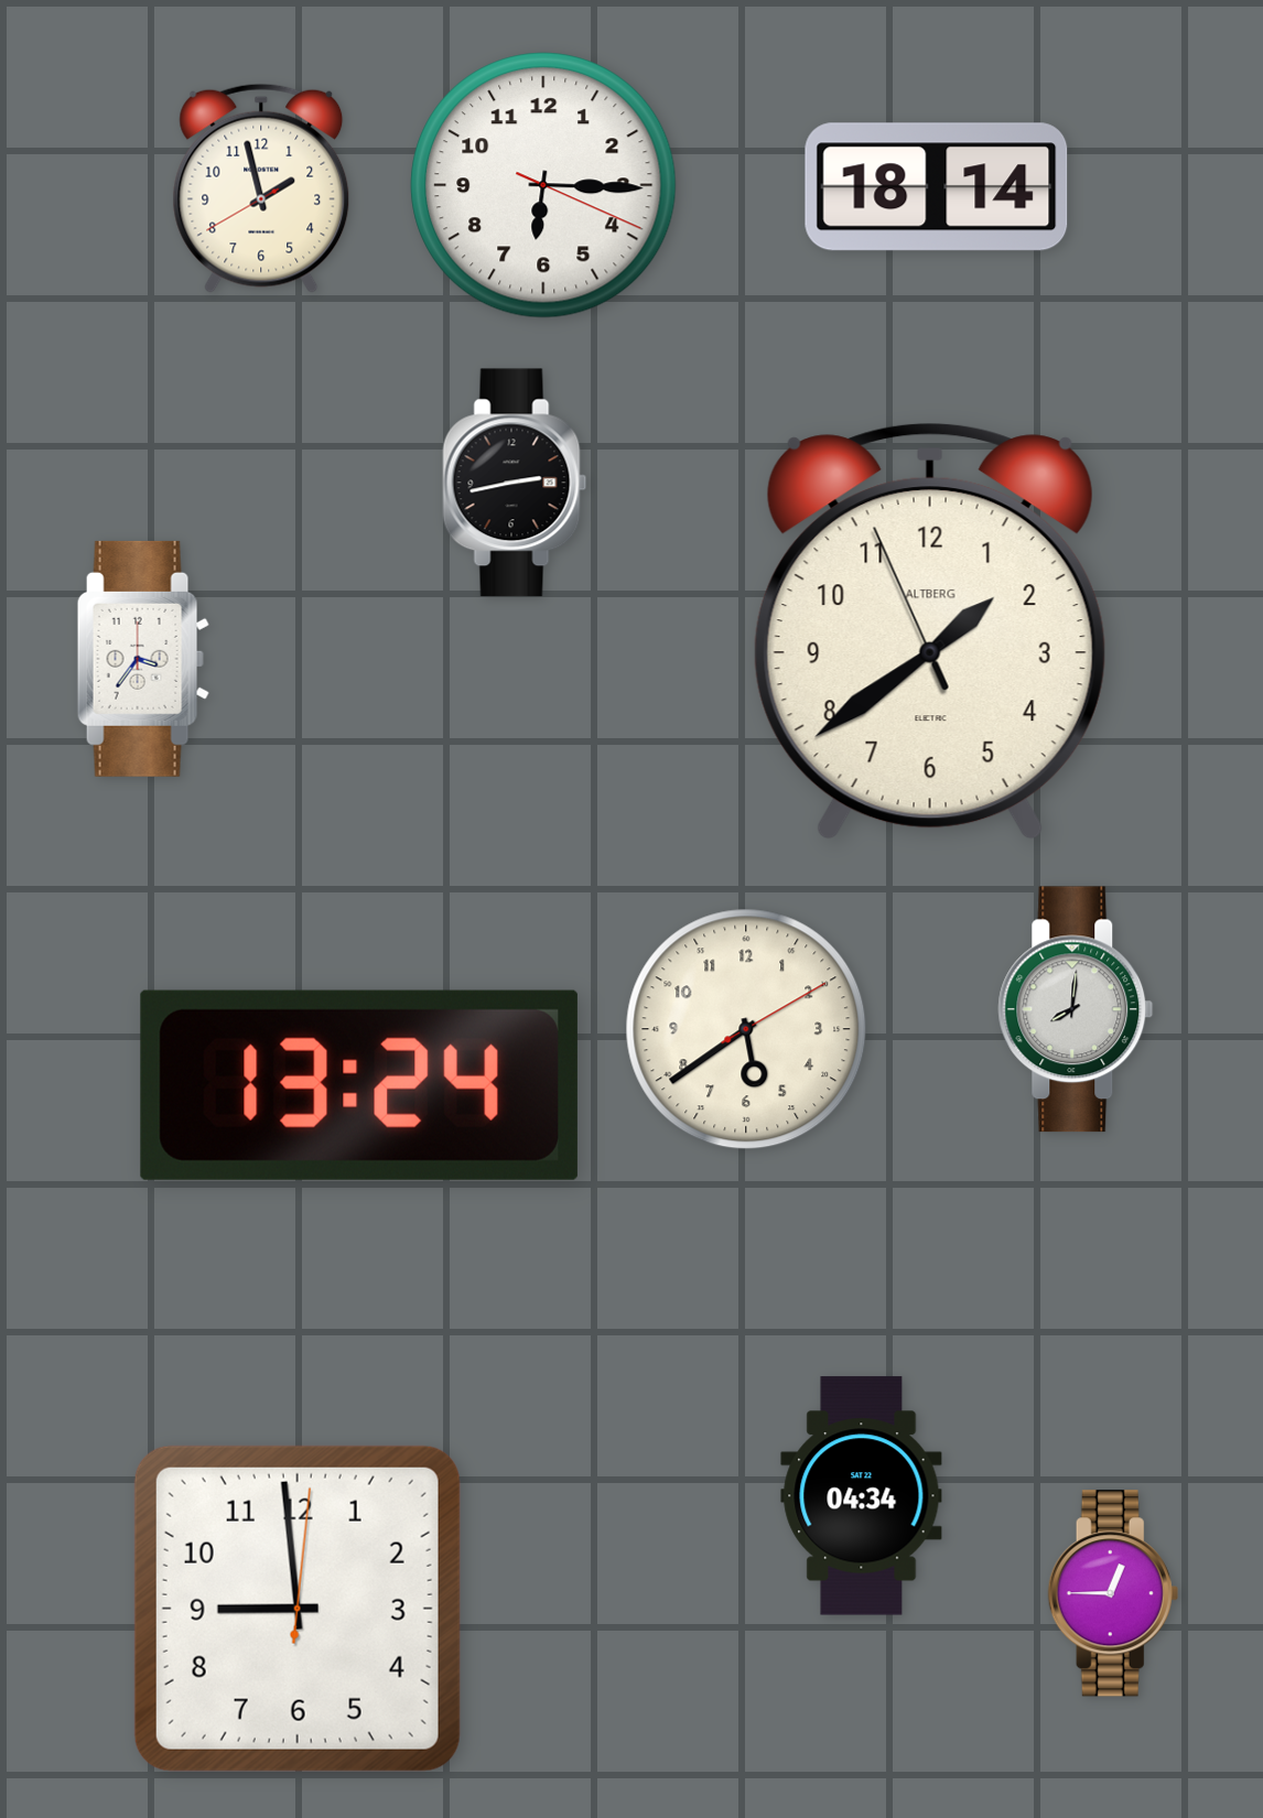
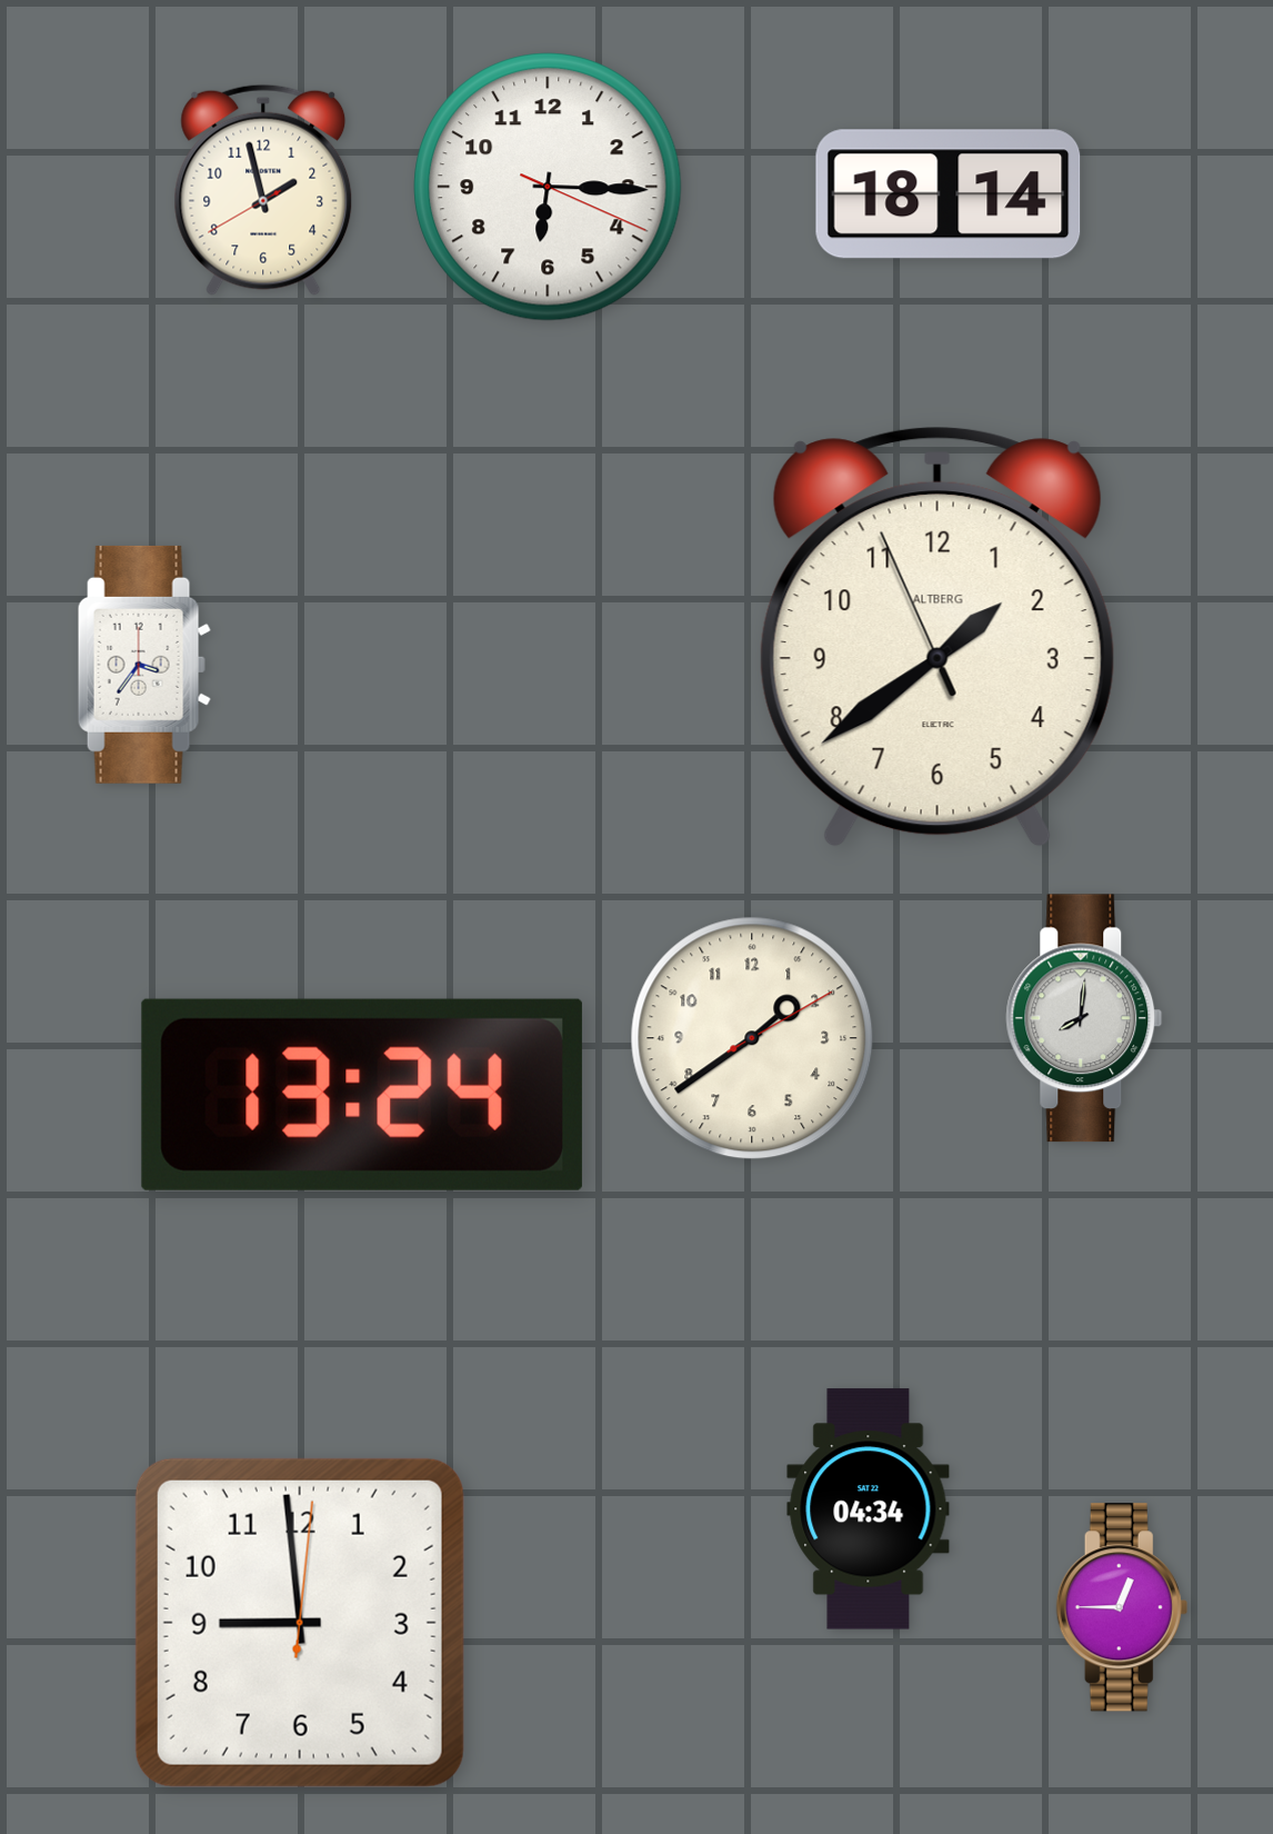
clock at (937, 187) position: (937, 187) -> (949, 195)
clock at (515, 483): 2:43 -> none
clock at (746, 1029): 5:39 -> 1:39
